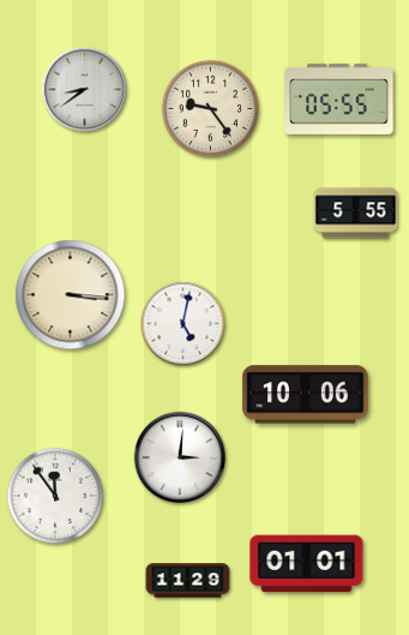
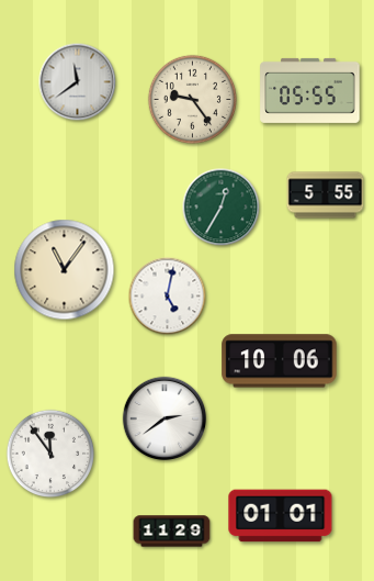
clock at (85, 90): 8:39 -> 11:39
clock at (222, 208): none -> 12:35
clock at (71, 295): 3:16 -> 11:06
clock at (180, 457): 3:01 -> 2:39
